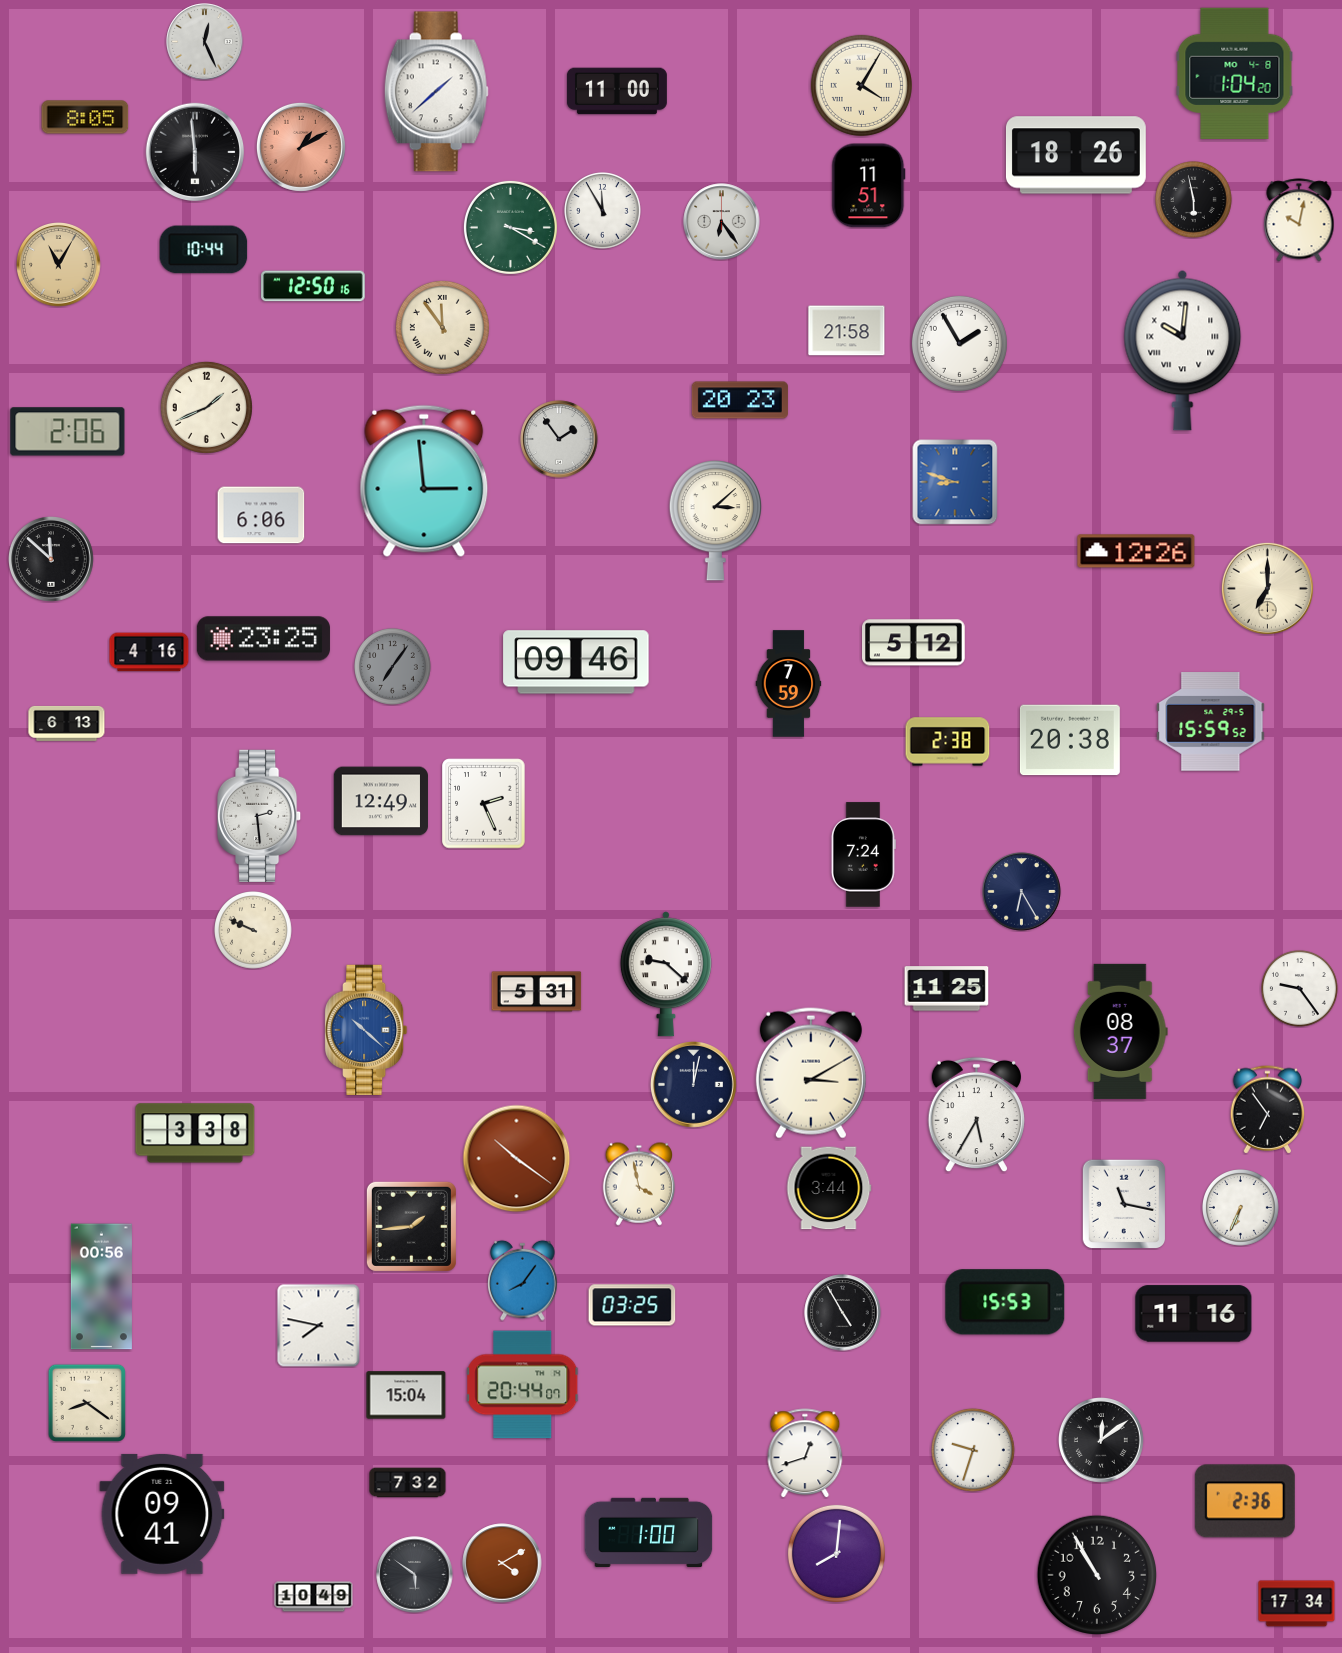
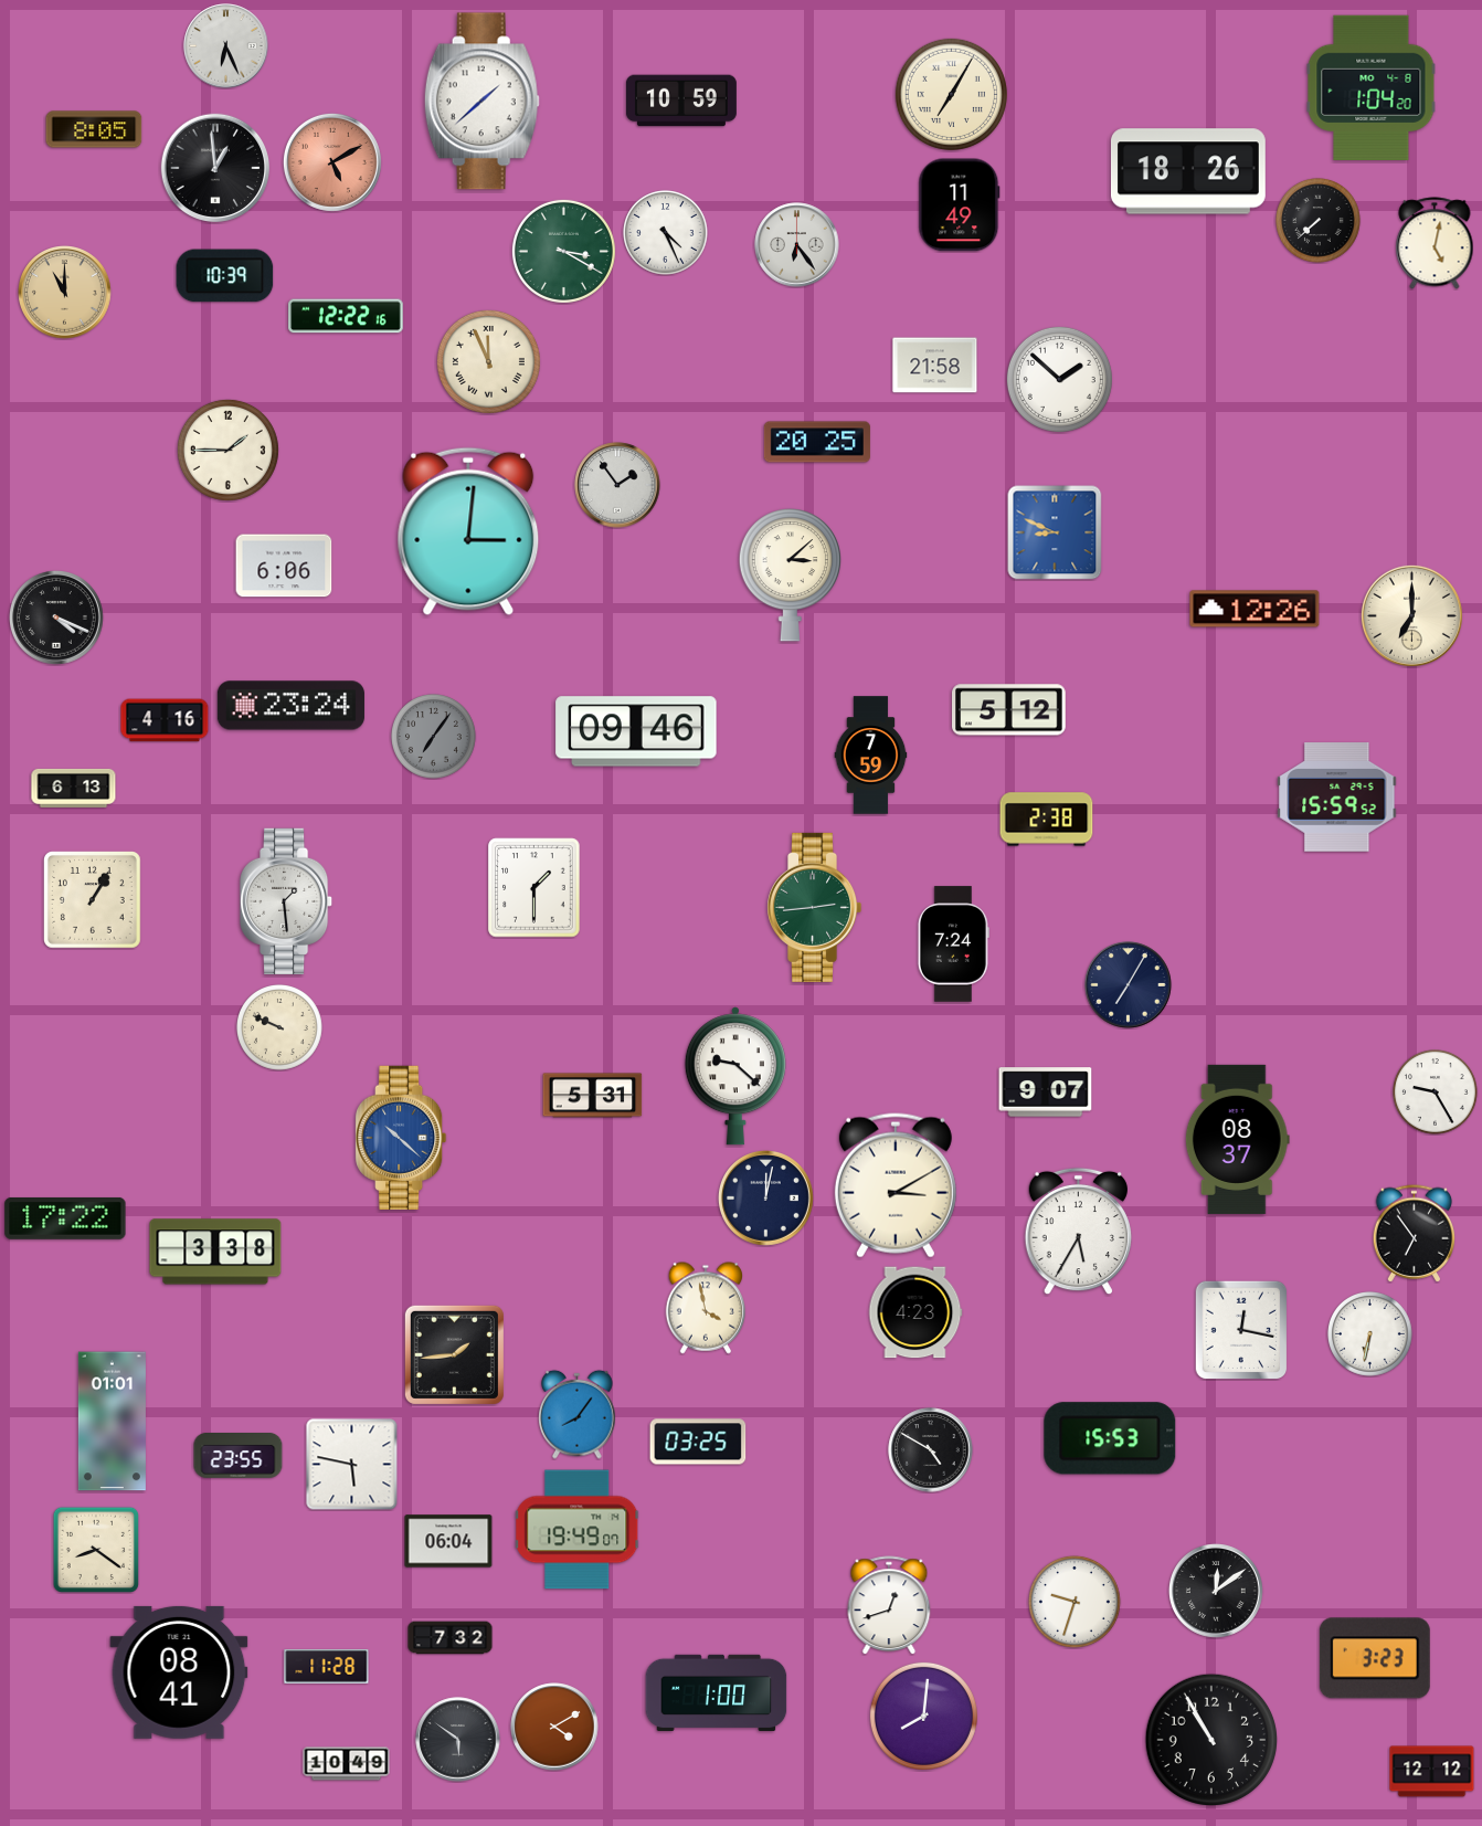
clock at (205, 42): 12:26 -> 6:26
clock at (1235, 73) position: (1235, 73) -> (1372, 87)
clock at (861, 85): 4:05 -> 7:05
clock at (617, 91): 11:00 -> 10:59
clock at (301, 147): 1:10 -> 5:10
clock at (195, 152): 5:59 -> 12:59
clock at (869, 186): 11:51 -> 11:49
clock at (1194, 200): 5:58 -> 7:38
clock at (603, 211): 11:55 -> 4:26
clock at (1299, 220): 10:02 -> 5:02
clock at (204, 250): 10:44 -> 10:39
clock at (59, 265): 11:05 -> 11:00
clock at (313, 286): 12:50 -> 12:22
clock at (442, 327): 11:54 -> 11:56
clock at (959, 343): 1:55 -> 1:52
clock at (1183, 350): 10:01 -> none
clock at (740, 400): 20:23 -> 20:25
clock at (206, 407): 1:41 -> 1:45
clock at (68, 432): 2:06 -> none
clock at (424, 481): 2:59 -> 3:01
clock at (955, 482): 8:48 -> 8:49
clock at (261, 515) position: (261, 515) -> (284, 566)
clock at (52, 560): 11:52 -> 4:19
clock at (1267, 588) position: (1267, 588) -> (1411, 615)
clock at (263, 639): 23:25 -> 23:24
clock at (67, 723) position: (67, 723) -> (74, 788)
clock at (1070, 740): 20:38 -> none
clock at (381, 801): 12:49 -> none
clock at (484, 804): 2:26 -> 1:30
clock at (93, 900): none -> 1:05
clock at (260, 816): 2:29 -> 1:29
clock at (815, 907): none -> 2:44
clock at (1022, 892): 6:25 -> 7:05
clock at (947, 989): 11:25 -> 9:07
clock at (1300, 989): 9:24 -> 9:25
clock at (367, 1030) position: (367, 1030) -> (402, 1138)
clock at (65, 1218): none -> 17:22
clock at (1268, 1110) position: (1268, 1110) -> (1415, 1234)
clock at (517, 1159): 10:21 -> none
clock at (829, 1188): 3:44 -> 4:23
clock at (1124, 1204): 11:17 -> 12:17
clock at (1241, 1208): 6:34 -> 6:32
clock at (101, 1287): 00:56 -> 01:01
clock at (843, 1313): 4:55 -> 4:50
clock at (1194, 1314): 11:16 -> none
clock at (239, 1456): none -> 23:55
clock at (319, 1326): 7:47 -> 5:47
clock at (523, 1385): 20:44 -> 19:49
clock at (406, 1395): 15:04 -> 06:04
clock at (1245, 1501): 2:36 -> 3:23
clock at (327, 1667): none -> 11:28
clock at (162, 1514): 09:41 -> 08:41
clock at (1297, 1604): 17:34 -> 12:12
